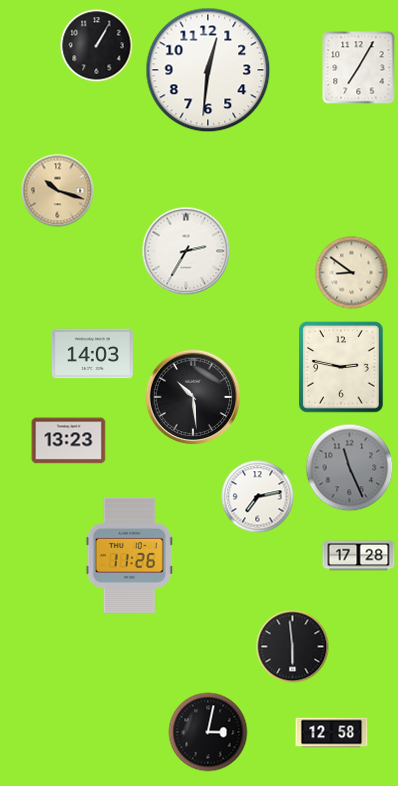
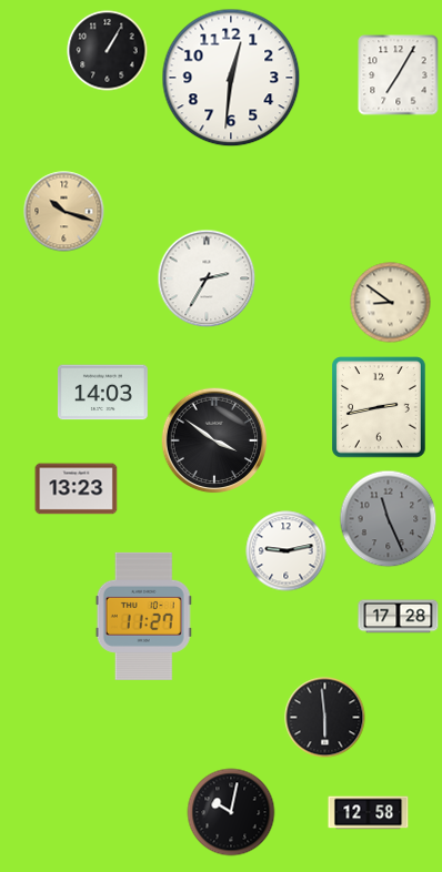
clock at (342, 367): 2:47 -> 2:43
clock at (193, 397): 10:29 -> 3:51
clock at (258, 497): 7:13 -> 9:13
clock at (129, 555): 11:26 -> 11:27
clock at (208, 732): 3:02 -> 10:02
